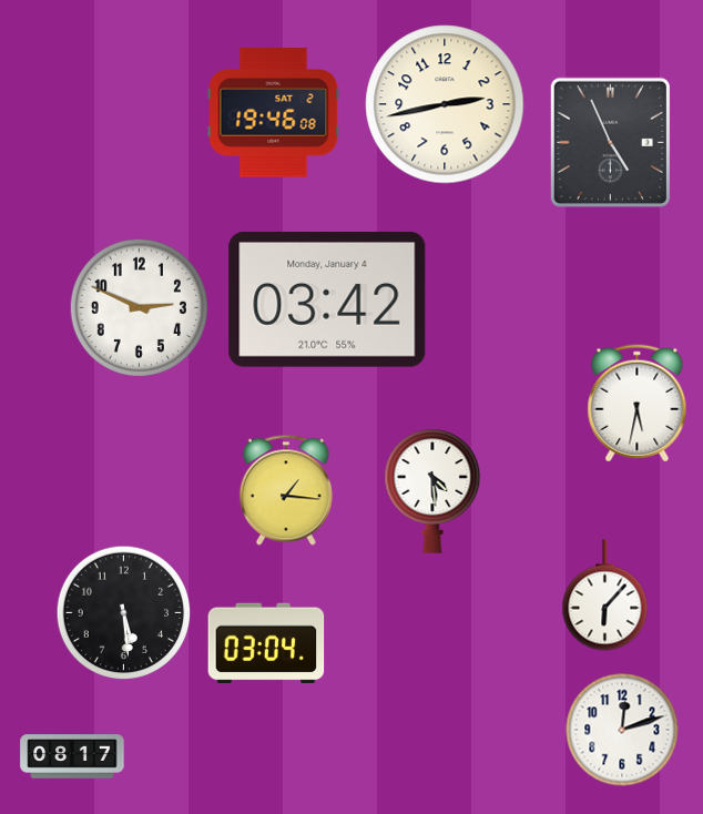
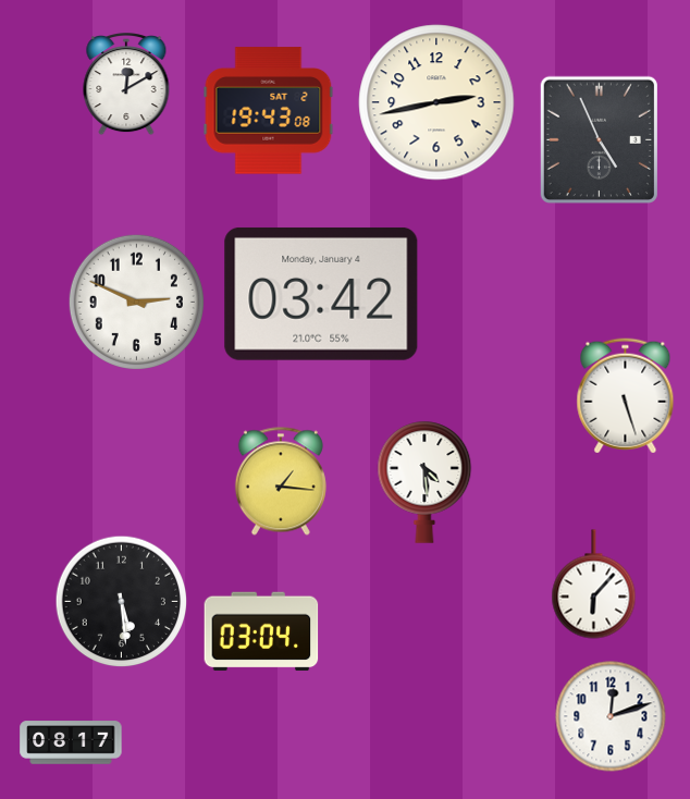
clock at (126, 85): none -> 12:10
clock at (274, 113): 19:46 -> 19:43
clock at (638, 404): 5:32 -> 5:27
